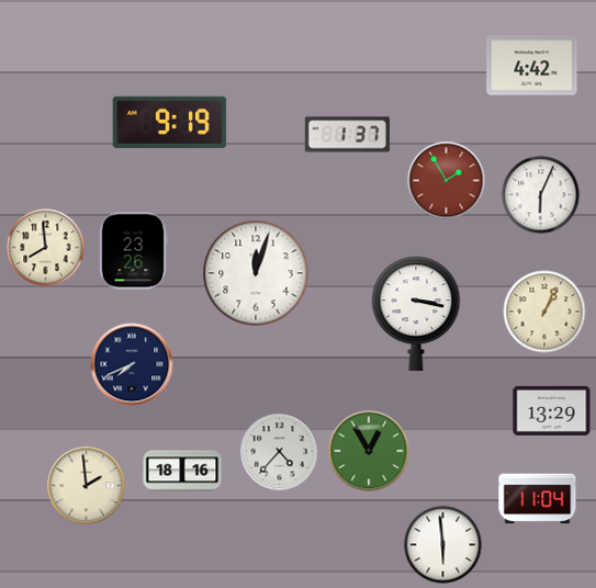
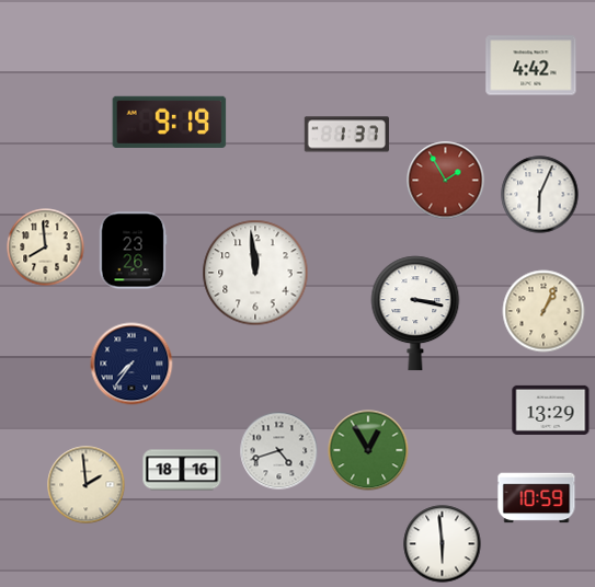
clock at (256, 273): 12:03 -> 11:59
clock at (132, 364): 7:41 -> 7:36
clock at (280, 452): 4:37 -> 4:42
clock at (538, 499): 11:04 -> 10:59
